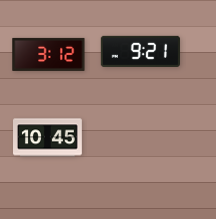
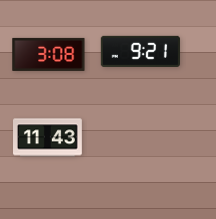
clock at (49, 54): 3:12 -> 3:08
clock at (48, 138): 10:45 -> 11:43
